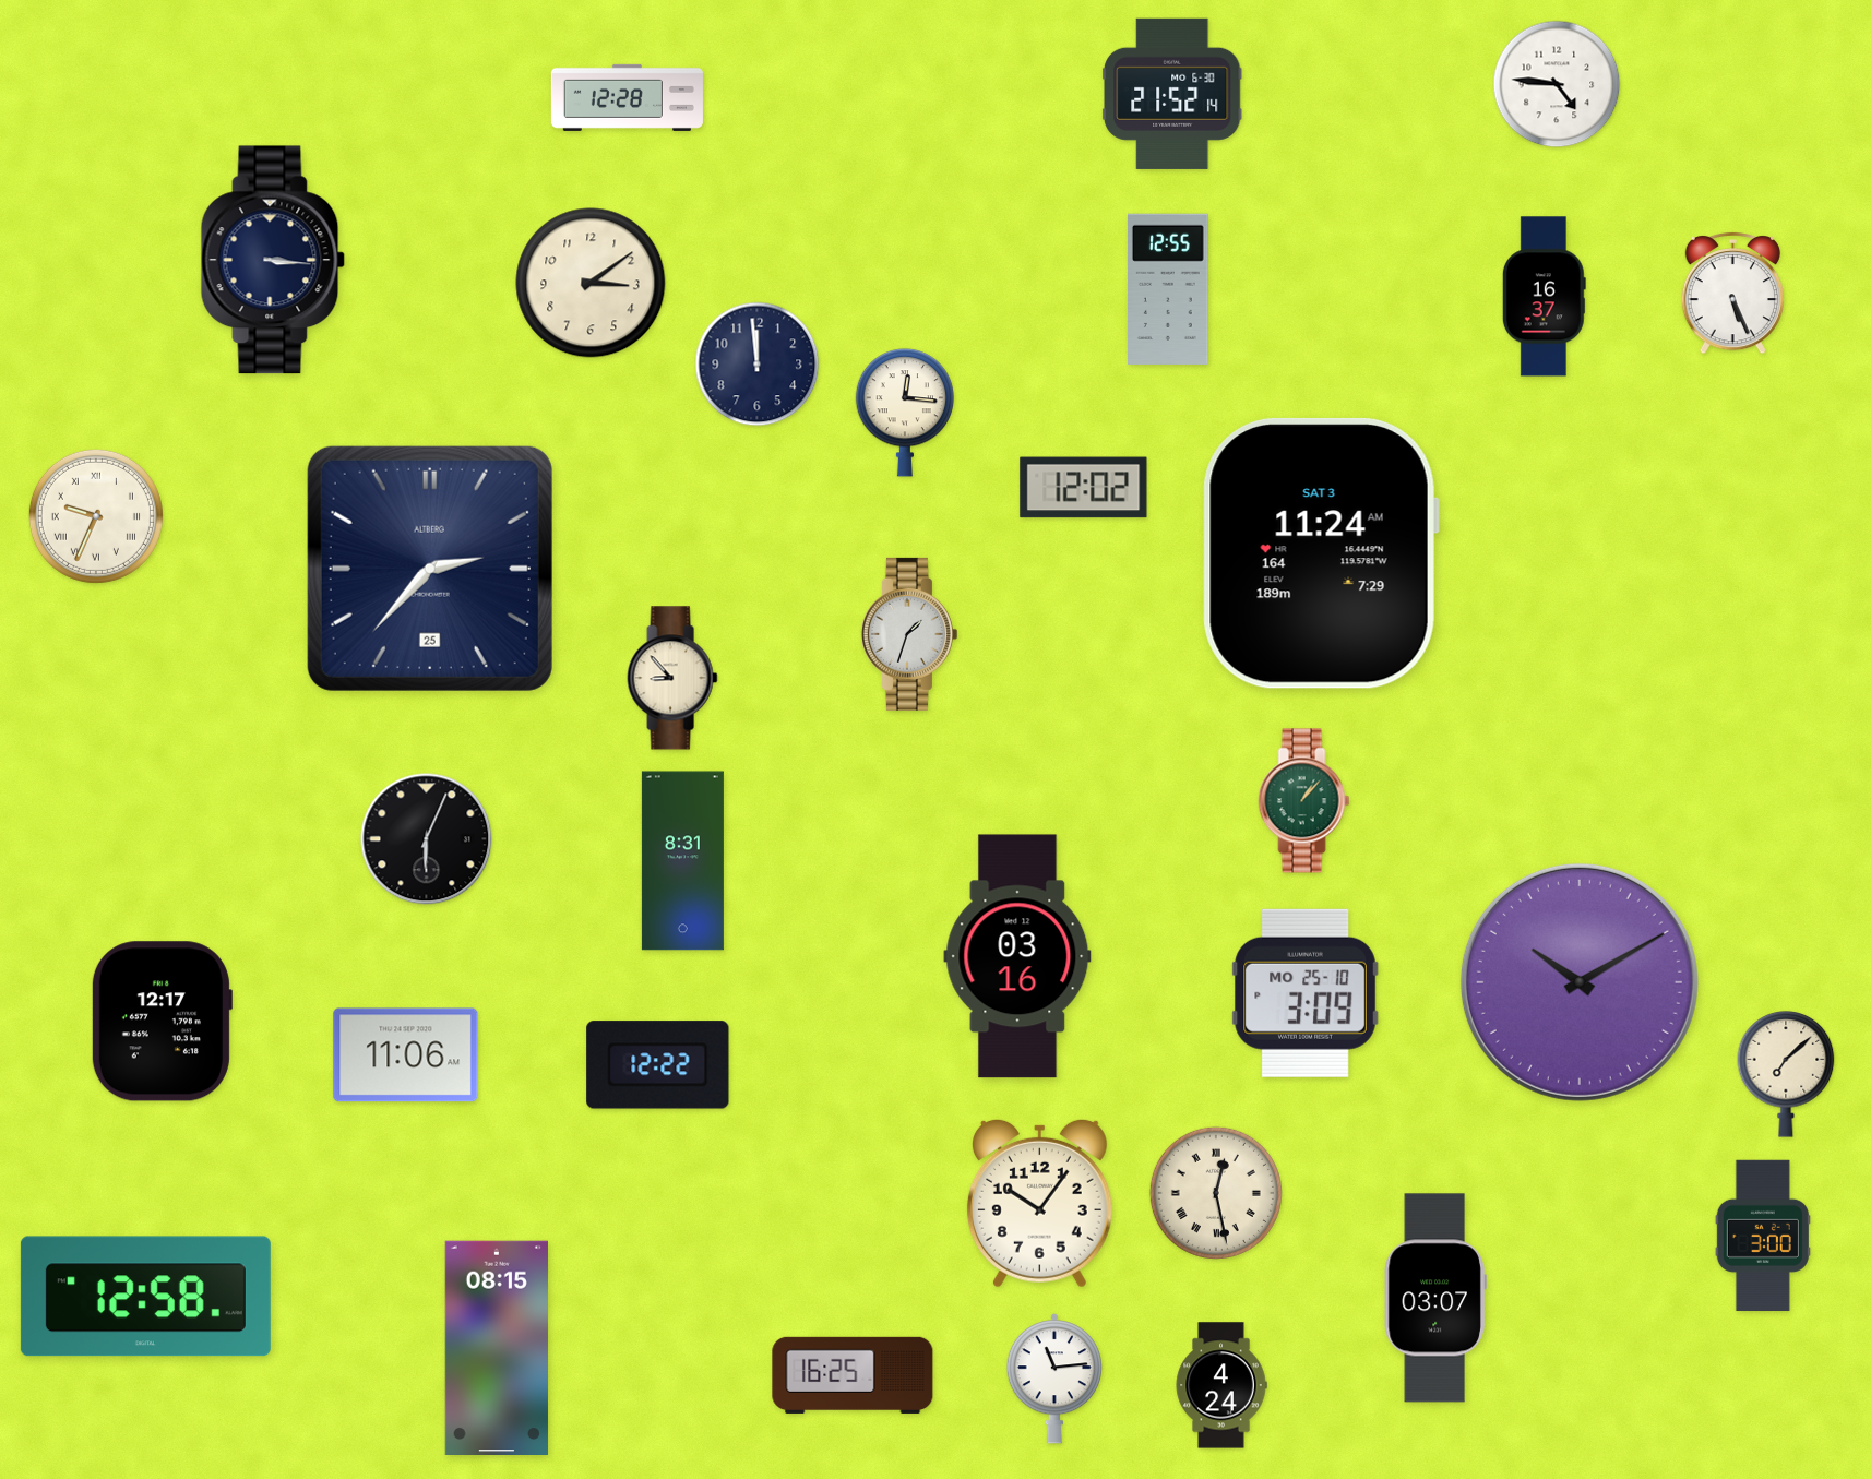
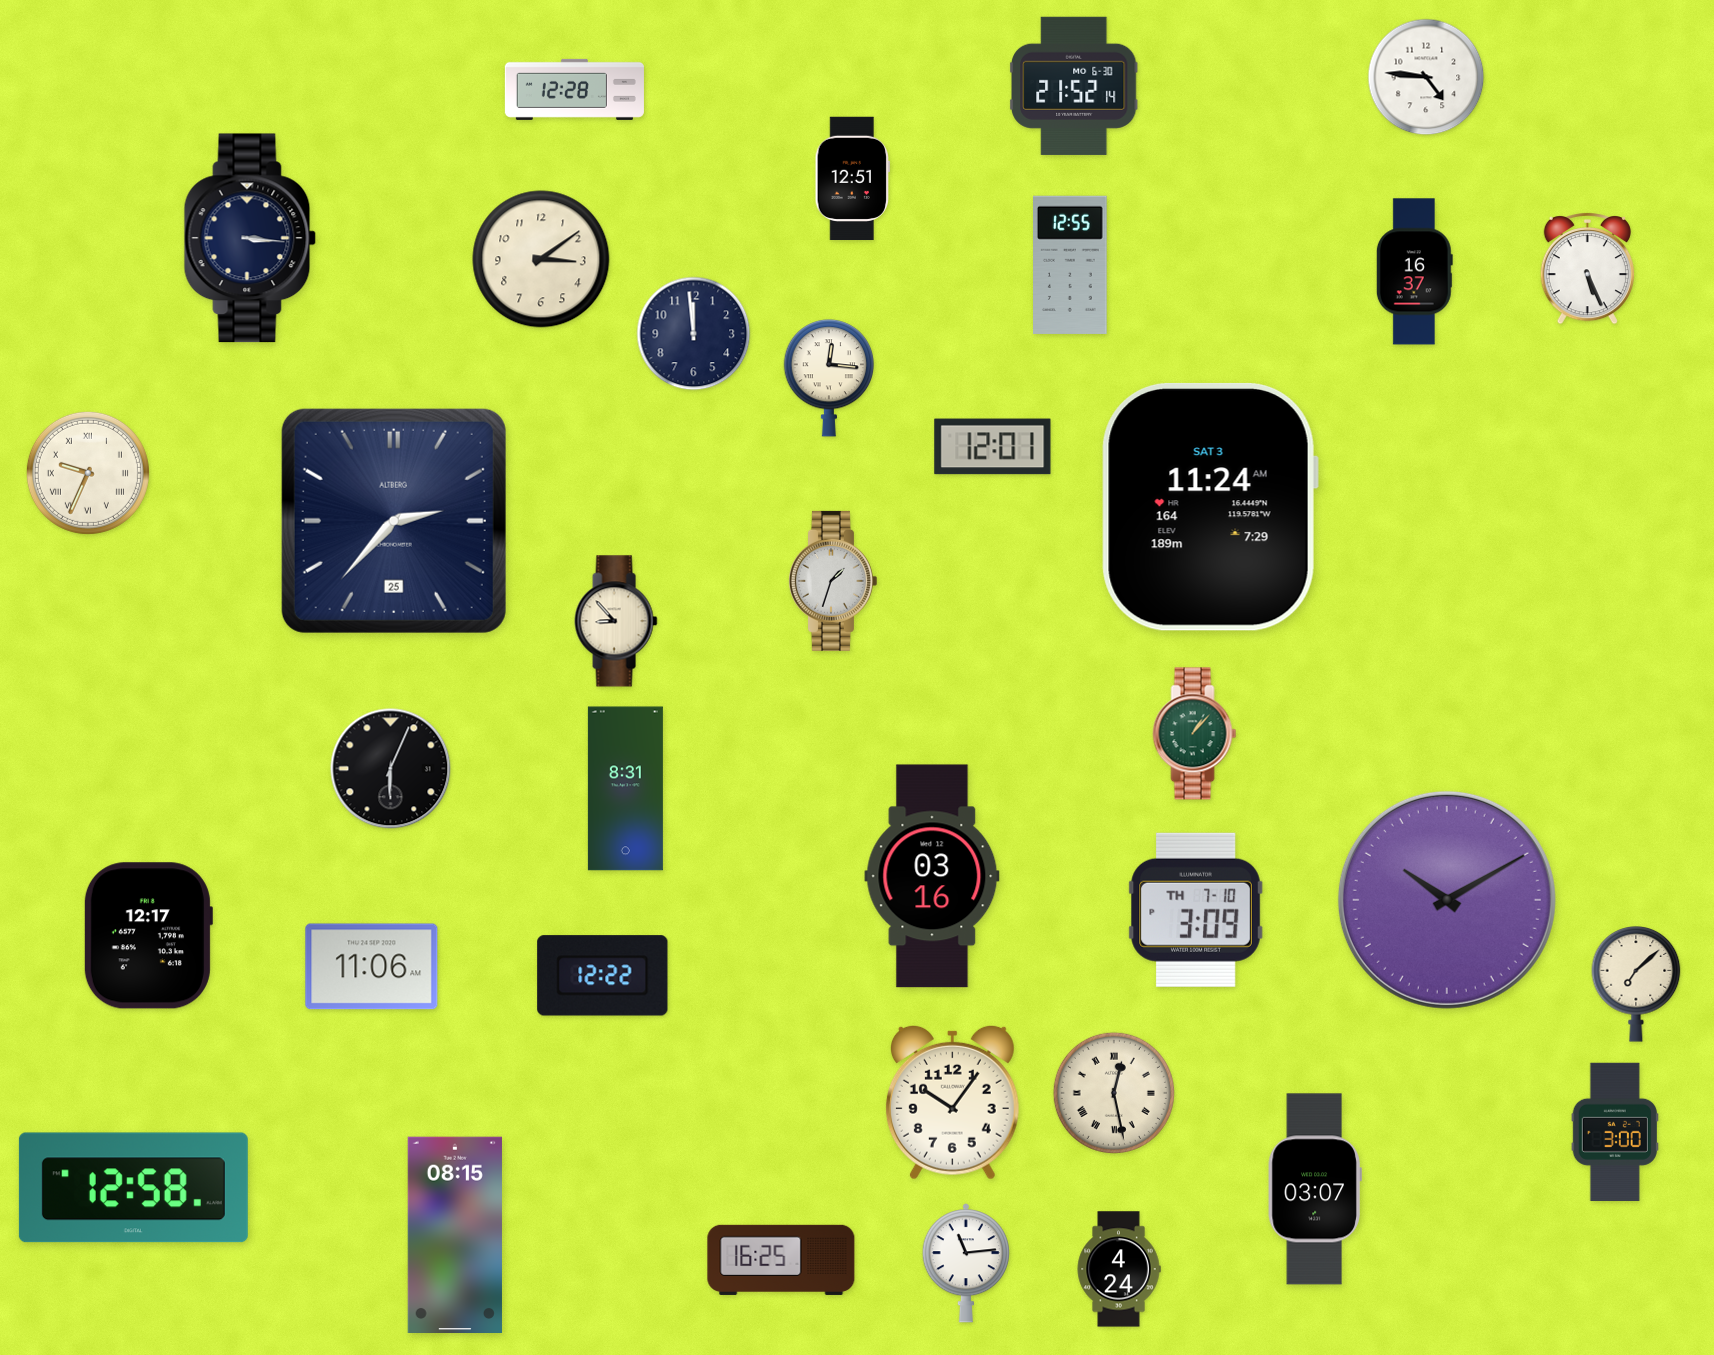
clock at (852, 178): none -> 12:51
clock at (1084, 488): 12:02 -> 12:01
clock at (1306, 993) date: MO 25-10 -> TH 7-10
